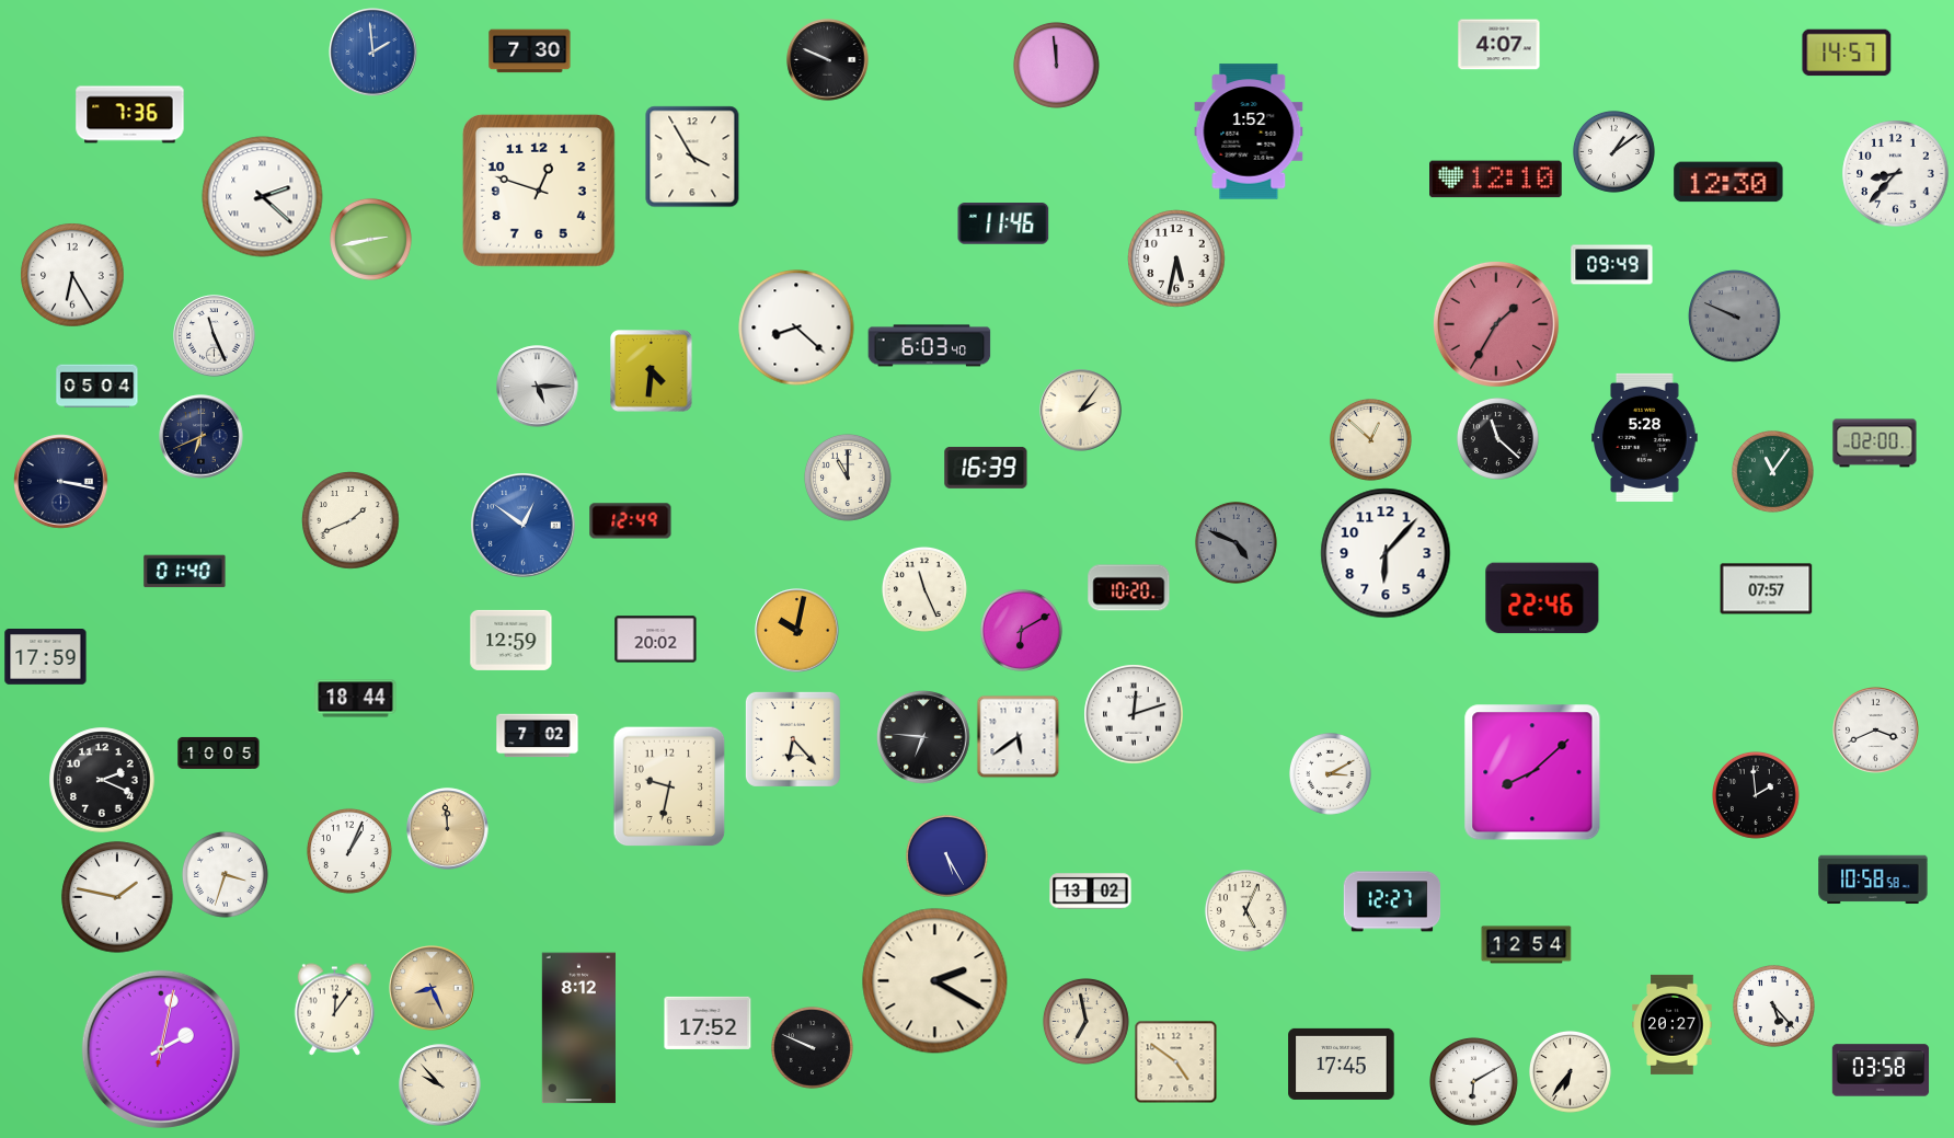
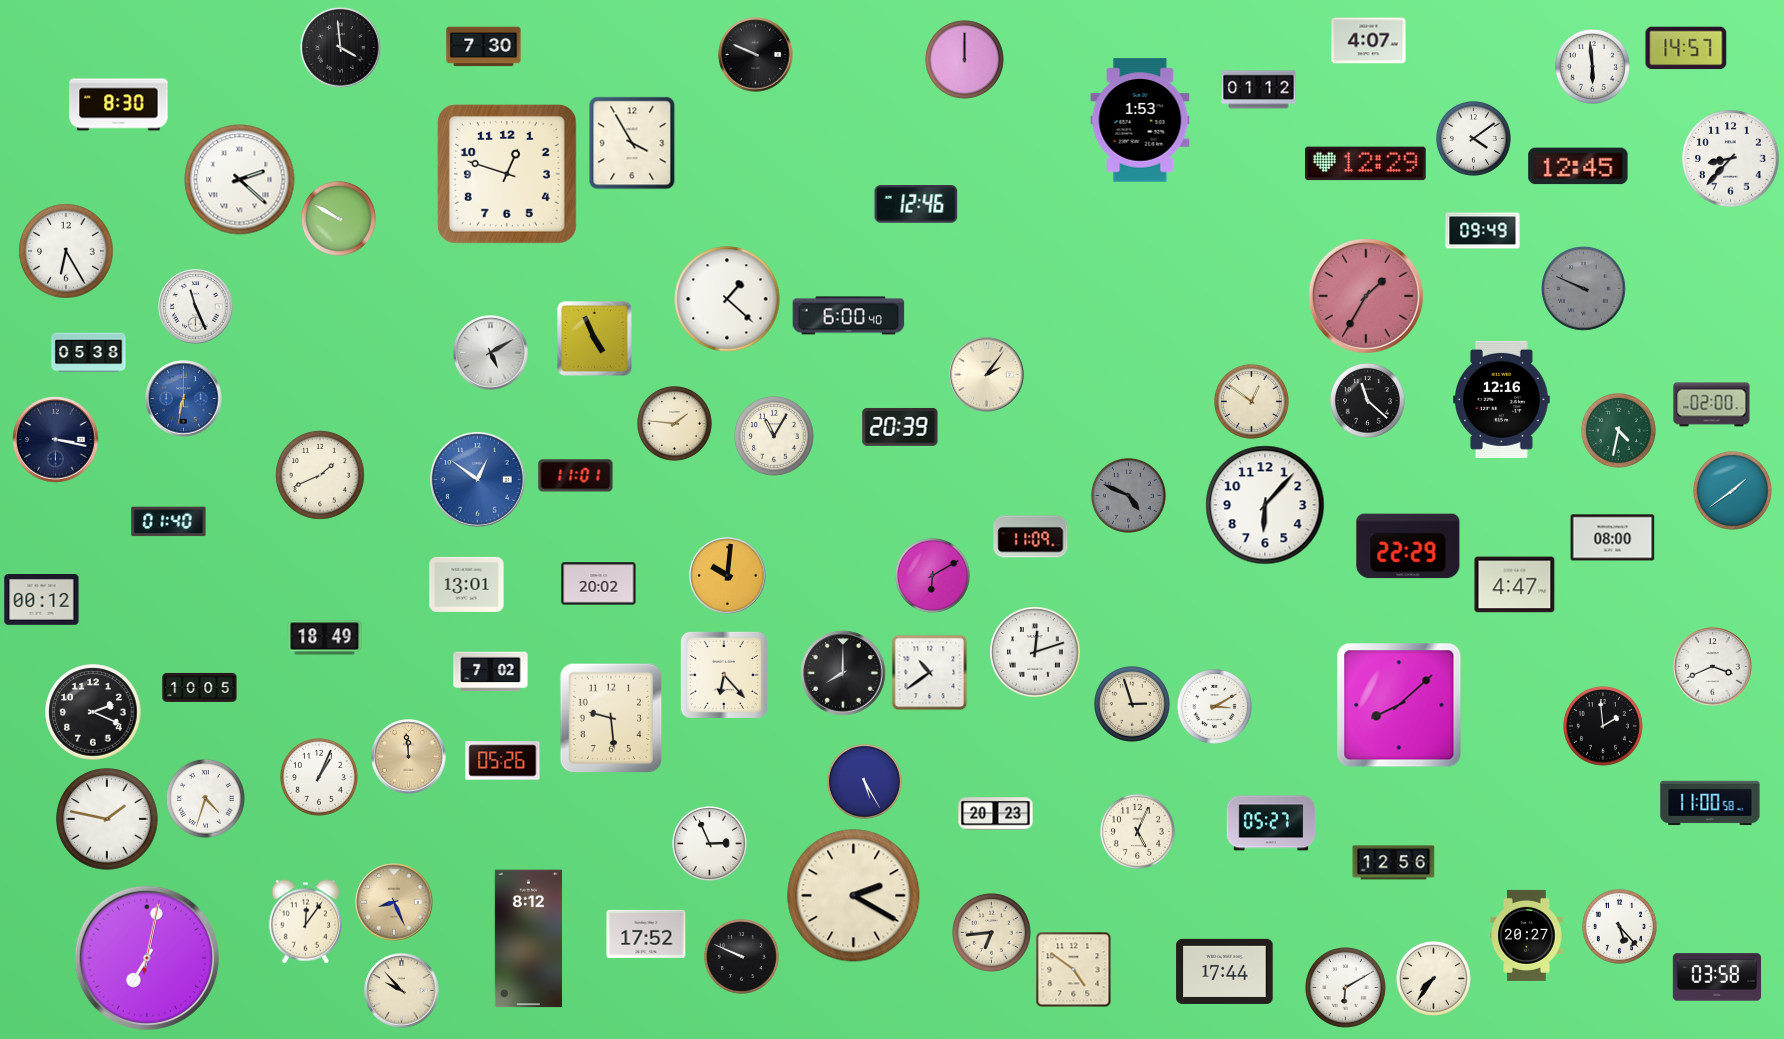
clock at (373, 53): 1:59 -> 3:59
clock at (373, 53) dial: blue -> black
clock at (1056, 65): 11:59 -> 12:00
clock at (1592, 66): none -> 5:59
clock at (1259, 90): none -> 01:12
clock at (130, 115): 7:36 -> 8:30
clock at (1249, 131): 1:52 -> 1:53
clock at (1613, 151): 1:09 -> 4:09
clock at (1496, 180): 12:10 -> 12:29
clock at (1728, 182): 12:30 -> 12:45
clock at (539, 191) position: (539, 191) -> (507, 174)
clock at (1003, 223): 11:46 -> 12:46
clock at (370, 239): 2:43 -> 9:50
clock at (1176, 258): 5:32 -> none
clock at (1612, 265) position: (1612, 265) -> (1483, 231)
clock at (796, 327): 8:22 -> 1:22
clock at (930, 346): 6:03 -> 6:00
clock at (652, 371): 4:31 -> 4:56
clock at (97, 387): 05:04 -> 05:38
clock at (538, 387): 5:15 -> 5:10
clock at (202, 437): 6:41 -> 6:32
clock at (202, 437) dial: navy -> blue
clock at (1645, 437): 5:28 -> 12:16
clock at (1370, 439): 12:52 -> 12:51
clock at (674, 423): none -> 1:46
clock at (986, 468): 16:39 -> 20:39
clock at (1772, 471): 11:06 -> 4:32
clock at (849, 479): 11:00 -> 11:05
clock at (631, 521): 12:49 -> 11:01
clock at (1732, 490): none -> 1:39
clock at (1129, 588): 10:20 -> 11:09
clock at (924, 589): 11:26 -> none
clock at (1767, 589): 07:57 -> 08:00
clock at (1542, 598): 22:46 -> 22:29
clock at (797, 631): 10:02 -> 10:01
clock at (512, 640): 12:59 -> 13:01
clock at (1515, 585): none -> 4:47
clock at (46, 657): 17:59 -> 00:12
clock at (356, 699): 18:44 -> 18:49
clock at (923, 737): 6:46 -> 8:00
clock at (1019, 737): 5:39 -> 10:39
clock at (1132, 704): none -> 2:57
clock at (669, 786): 9:32 -> 9:29
clock at (503, 761): none -> 05:26
clock at (225, 874): 3:33 -> 4:33
clock at (1873, 880): 10:58 -> 11:00
clock at (1091, 892): 13:02 -> 20:23
clock at (1392, 901): 12:27 -> 05:27
clock at (709, 843): none -> 2:56
clock at (1527, 945): 12:54 -> 12:56
clock at (1773, 1005) position: (1773, 1005) -> (1619, 926)
clock at (1085, 1021): 6:58 -> 6:44
clock at (161, 1049): 2:02 -> 7:02
clock at (1342, 1064): 17:45 -> 17:44
clock at (1570, 1071): 6:36 -> 7:36
